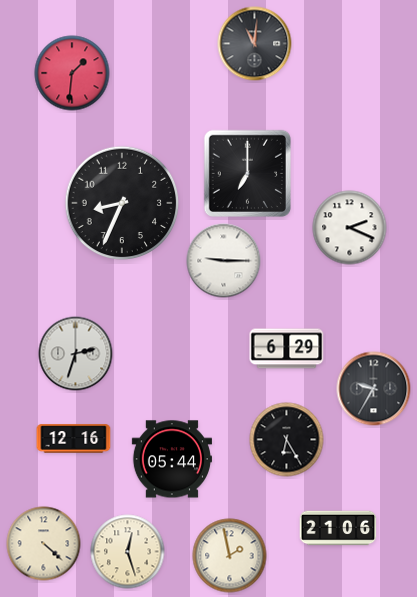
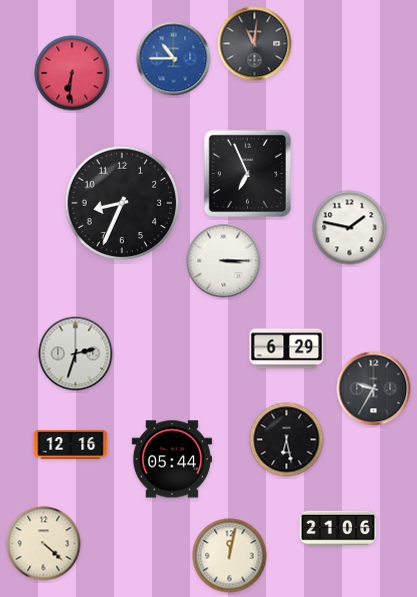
clock at (174, 59): none -> 10:45
clock at (72, 73): 1:31 -> 6:31
clock at (247, 173): 7:00 -> 6:56
clock at (350, 228): 2:19 -> 1:47
clock at (224, 261): 9:15 -> 3:15
clock at (74, 439) position: (74, 439) -> (71, 445)
clock at (287, 440): 6:25 -> 6:28
clock at (128, 552): 12:27 -> none
clock at (230, 556): 1:58 -> 12:02
